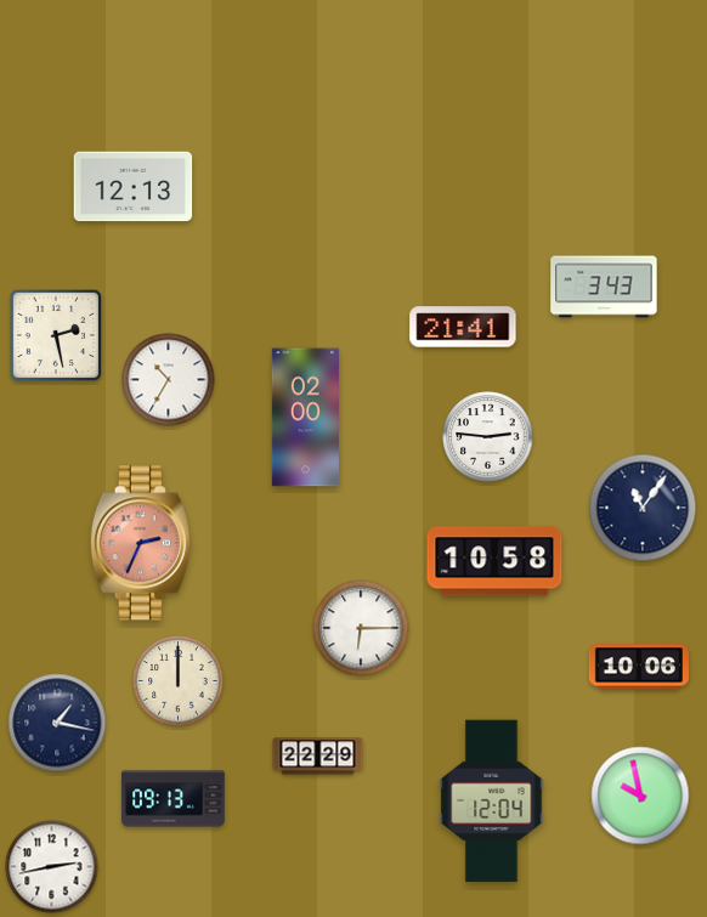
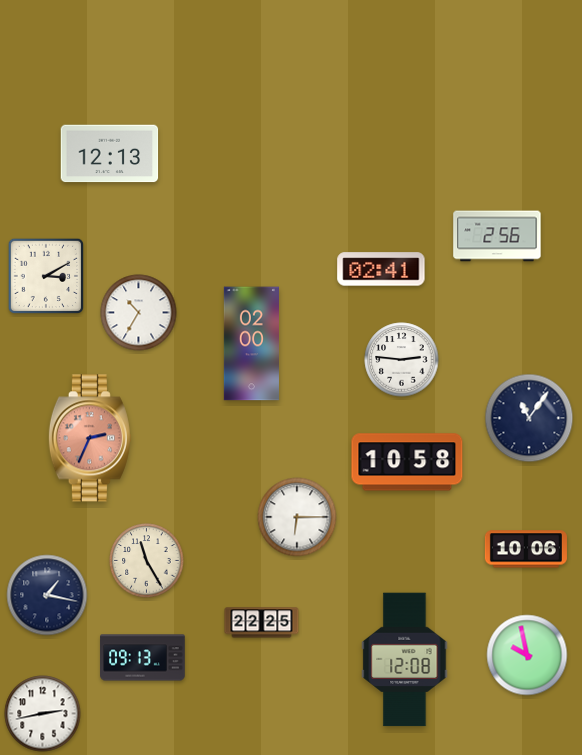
clock at (604, 287): 3:43 -> 2:56
clock at (463, 327): 21:41 -> 02:41
clock at (56, 335): 2:28 -> 3:10
clock at (141, 543) position: (141, 543) -> (90, 438)
clock at (179, 681): 12:00 -> 11:25
clock at (318, 757): 22:29 -> 22:25
clock at (492, 802): 12:04 -> 12:08
